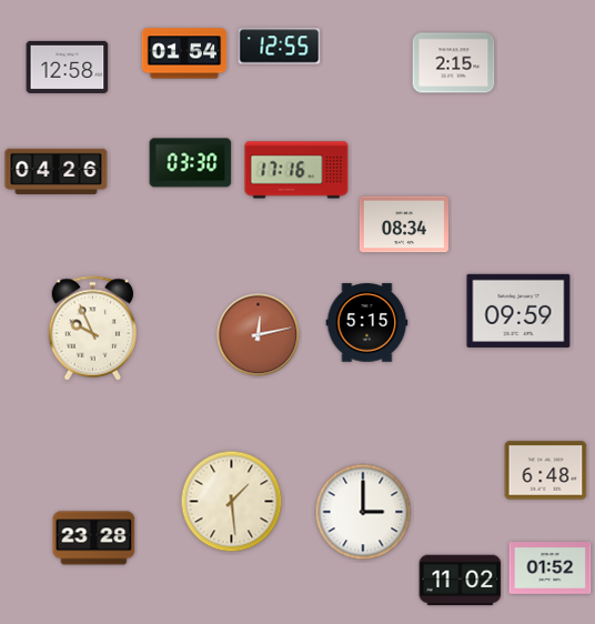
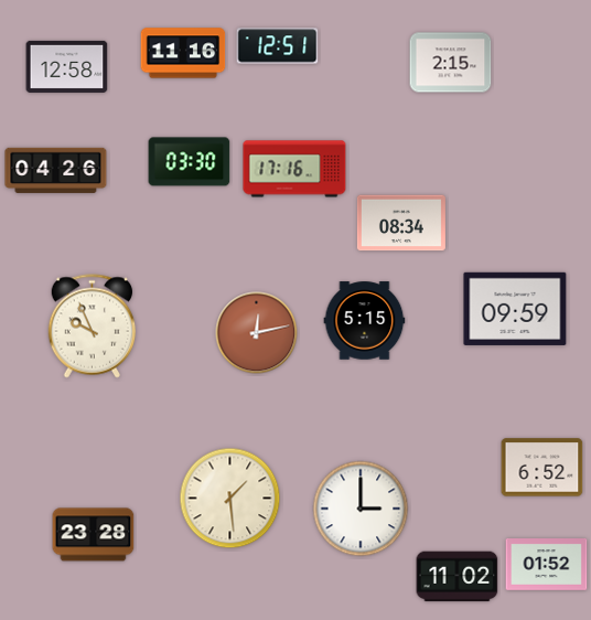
clock at (280, 47): 12:55 -> 12:51
clock at (184, 53): 01:54 -> 11:16
clock at (546, 471): 6:48 -> 6:52
